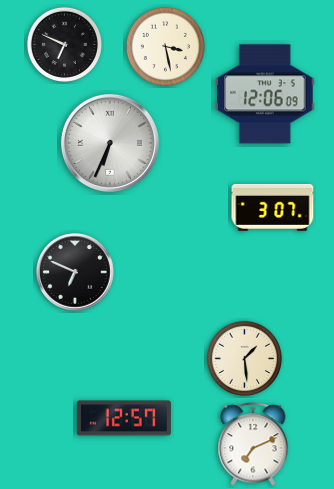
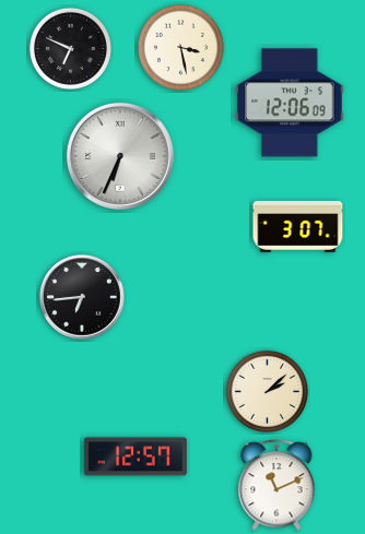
clock at (165, 46) position: (165, 46) -> (180, 47)
clock at (75, 272): 6:49 -> 6:44
clock at (244, 358): 1:29 -> 2:08
clock at (253, 444): 7:11 -> 11:11
